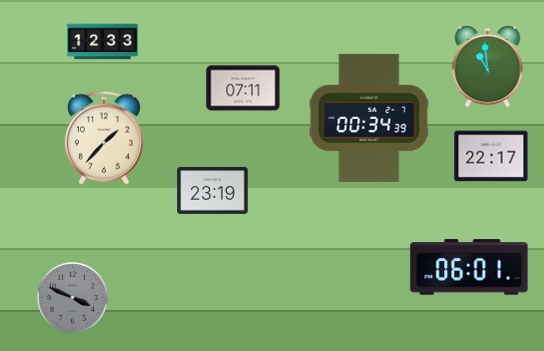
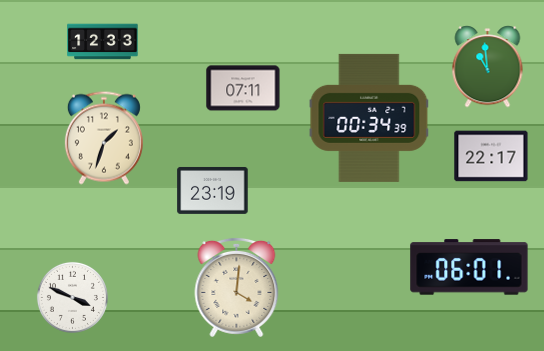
clock at (104, 138): 1:37 -> 1:33
clock at (237, 287): none -> 4:01
clock at (72, 297) dial: grey -> white
